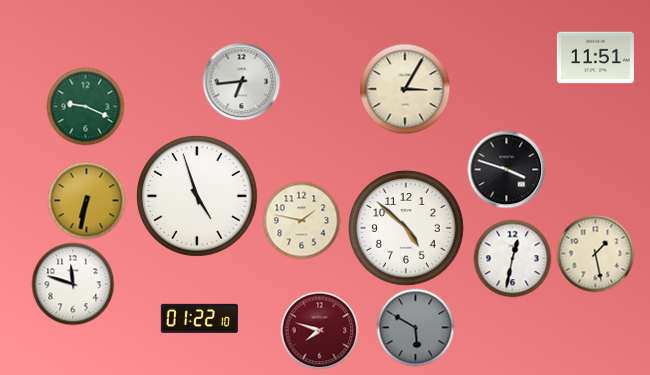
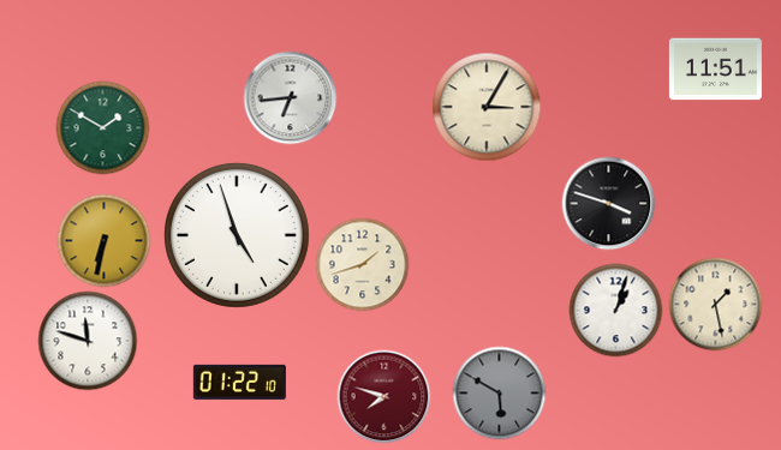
clock at (85, 106): 9:19 -> 1:50
clock at (301, 220): 1:47 -> 1:42
clock at (406, 228): 4:52 -> none
clock at (512, 258): 12:32 -> 1:03
